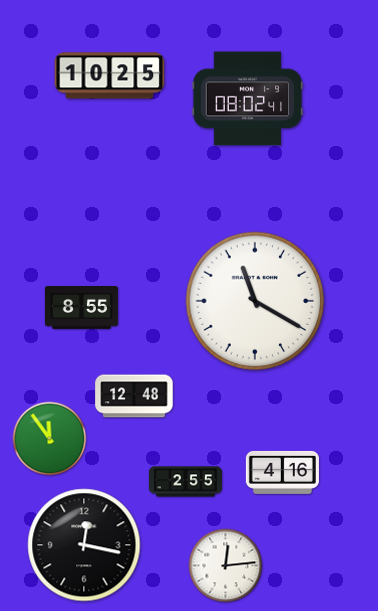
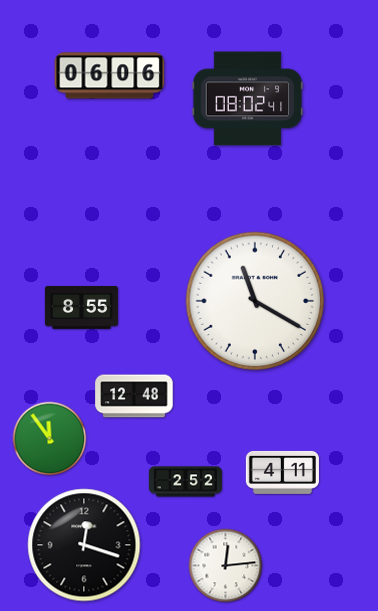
clock at (110, 76): 10:25 -> 06:06
clock at (282, 472): 4:16 -> 4:11
clock at (185, 482): 2:55 -> 2:52
clock at (84, 545): 12:17 -> 12:18
